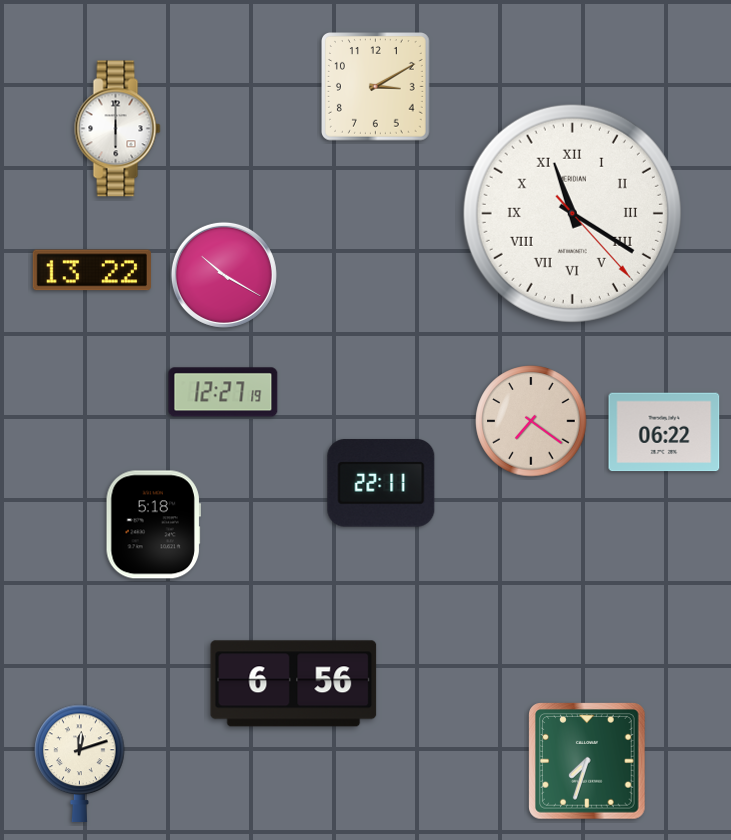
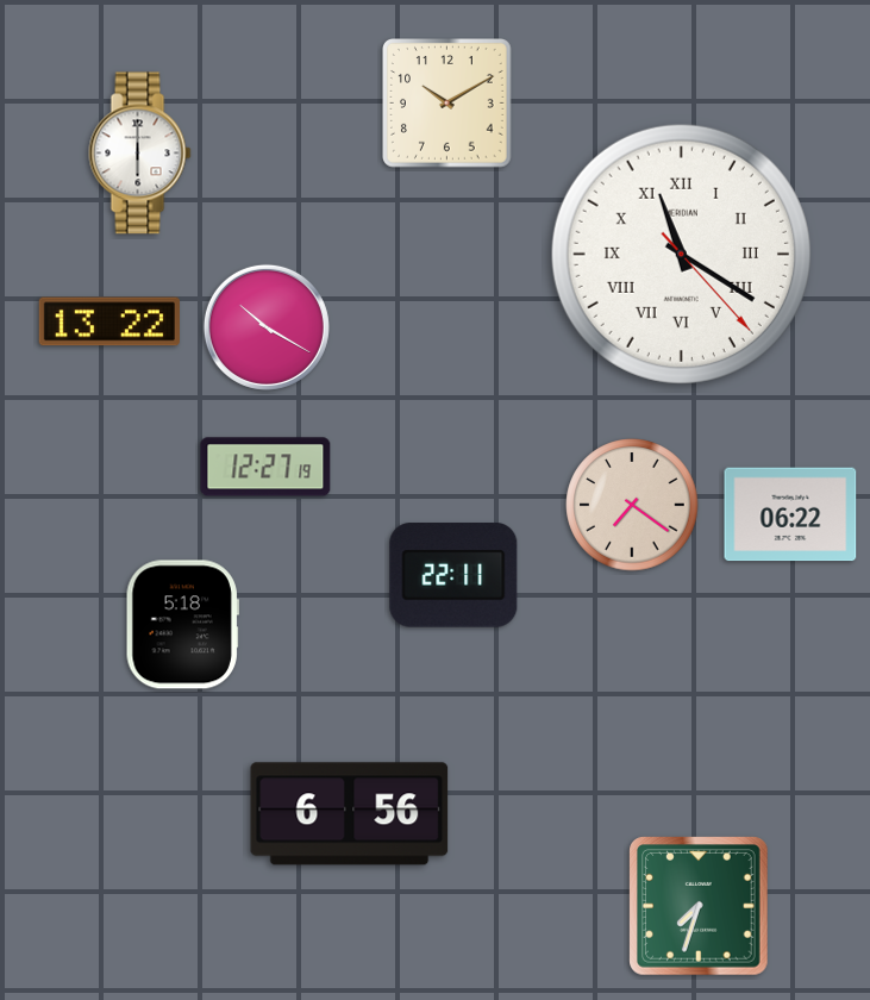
clock at (376, 87): 3:10 -> 10:10
clock at (531, 421) position: (531, 421) -> (632, 505)
clock at (80, 763): 12:12 -> none
